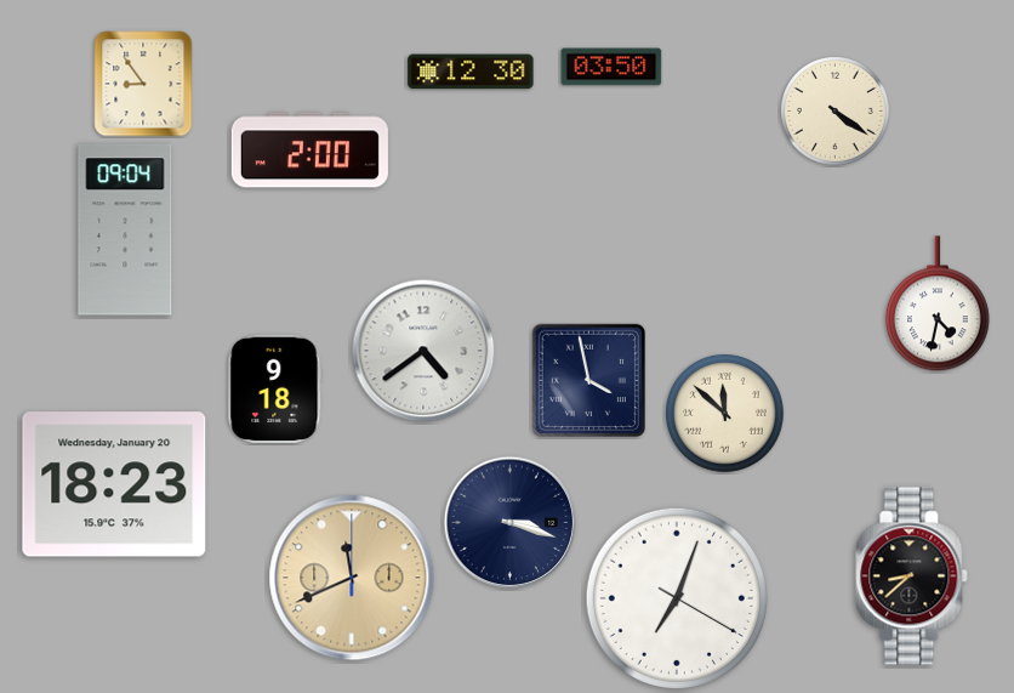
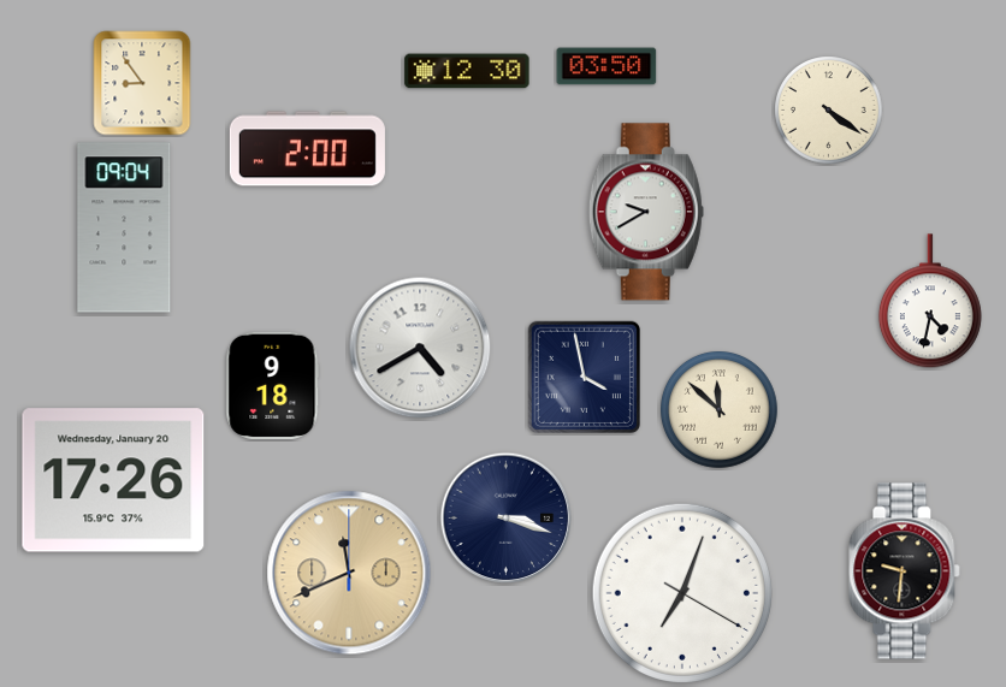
clock at (646, 212): none -> 9:40
clock at (423, 351): 4:39 -> 4:40
clock at (114, 484): 18:23 -> 17:26
clock at (912, 576): 8:38 -> 9:31
clock at (677, 598) position: (677, 598) -> (682, 593)
